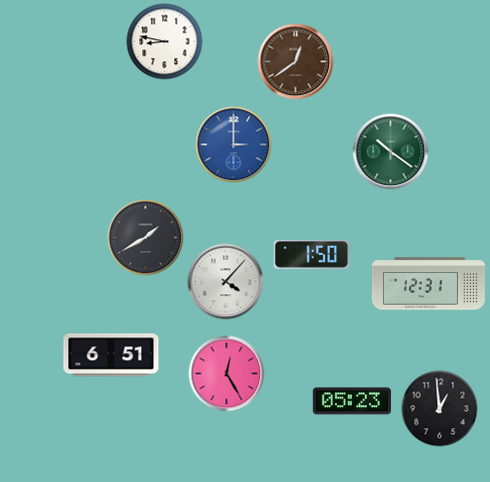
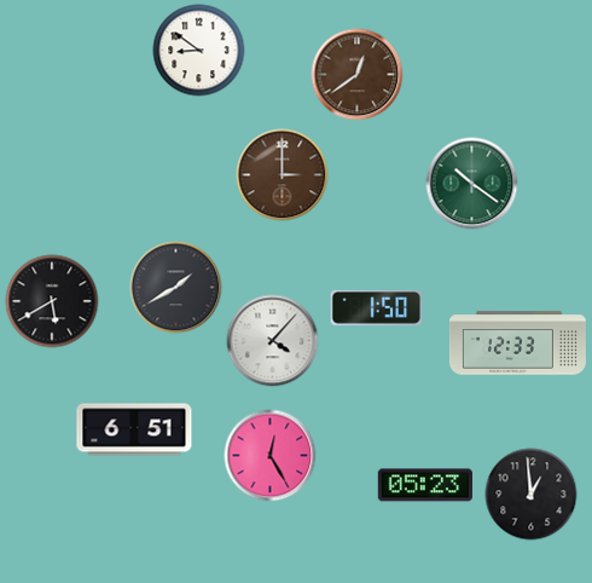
clock at (165, 42): 8:47 -> 8:51
clock at (234, 145) dial: blue -> brown
clock at (52, 301): none -> 5:40
clock at (428, 284): 12:31 -> 12:33
clock at (227, 374) position: (227, 374) -> (271, 456)
